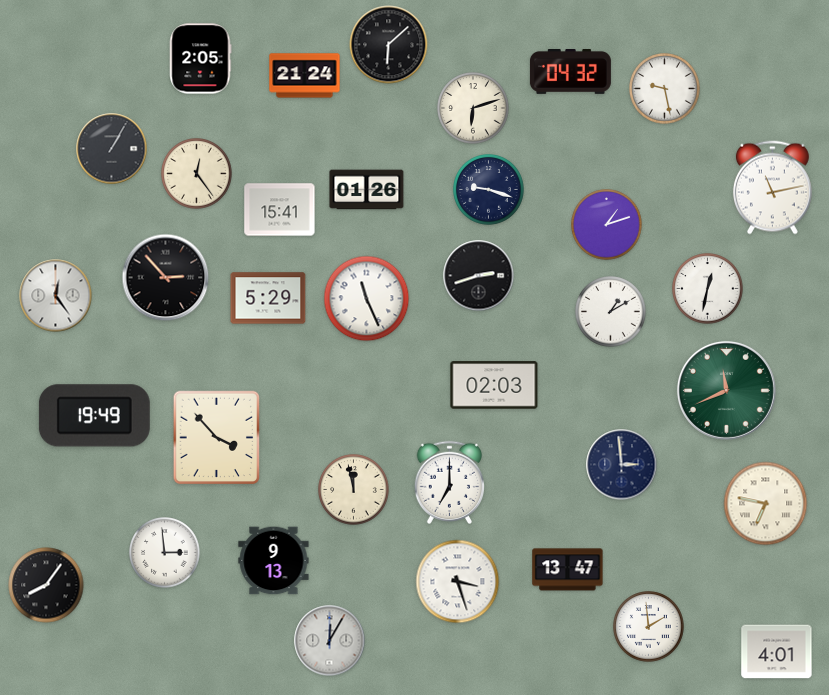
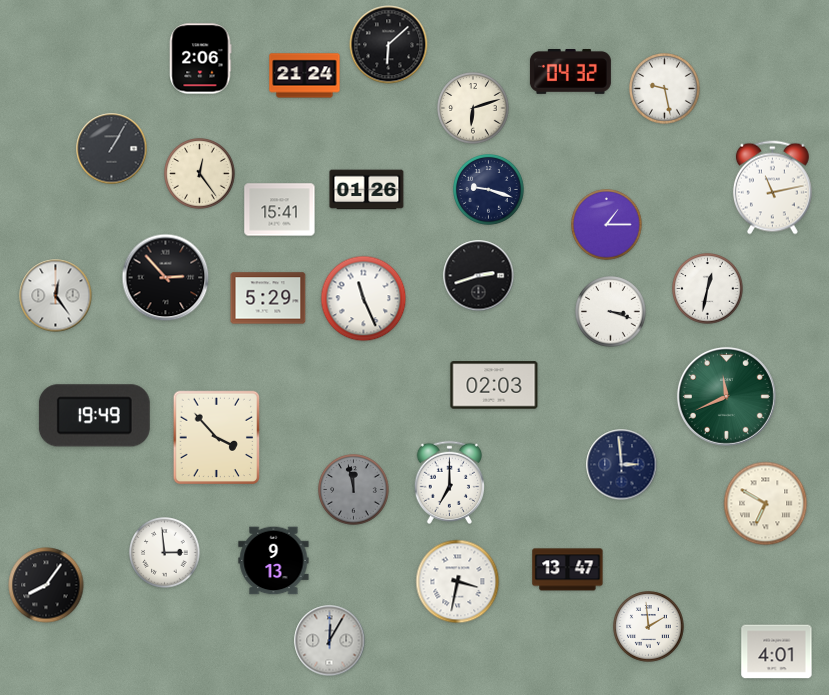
clock at (201, 59): 2:05 -> 2:06
clock at (197, 174) position: (197, 174) -> (200, 174)
clock at (607, 225): 1:12 -> 1:15
clock at (367, 299) position: (367, 299) -> (364, 299)
clock at (611, 312): 1:10 -> 3:18
clock at (726, 390) position: (726, 390) -> (726, 396)
clock at (354, 490) dial: cream -> grey
clock at (766, 504): 6:47 -> 6:50
clock at (458, 582): 3:27 -> 3:32
